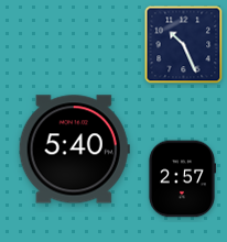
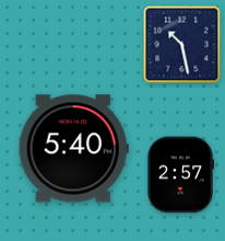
clock at (184, 45): 10:26 -> 10:28
clock at (181, 179) position: (181, 179) -> (179, 175)
